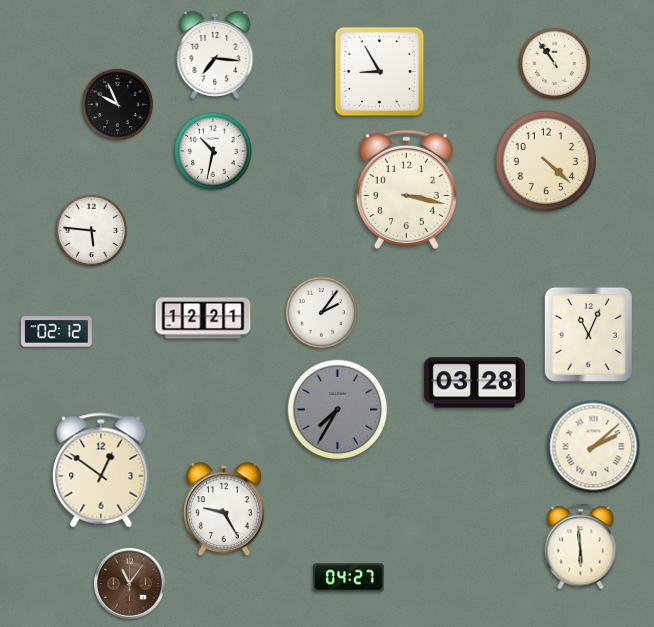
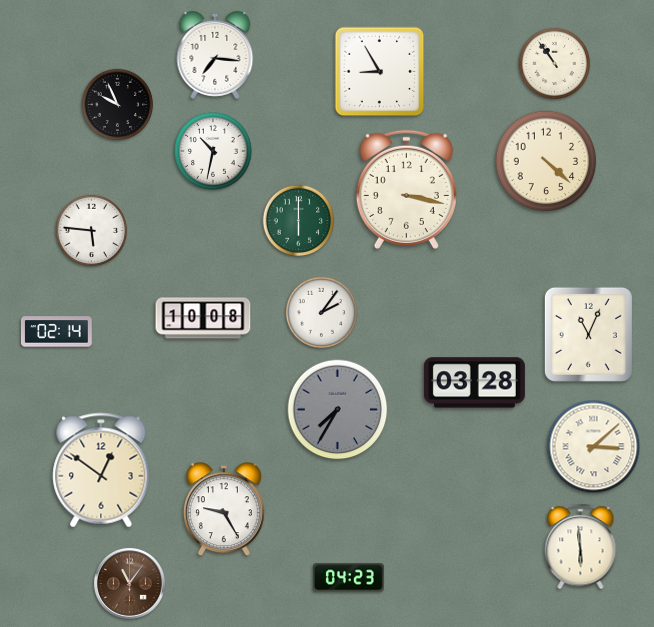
clock at (299, 221): none -> 6:00
clock at (203, 318): 12:21 -> 10:08
clock at (56, 332): 02:12 -> 02:14
clock at (594, 447): 2:08 -> 3:08
clock at (348, 578): 04:27 -> 04:23
